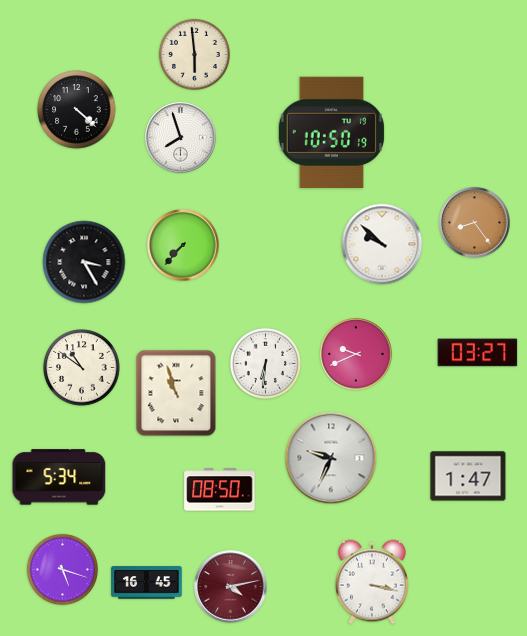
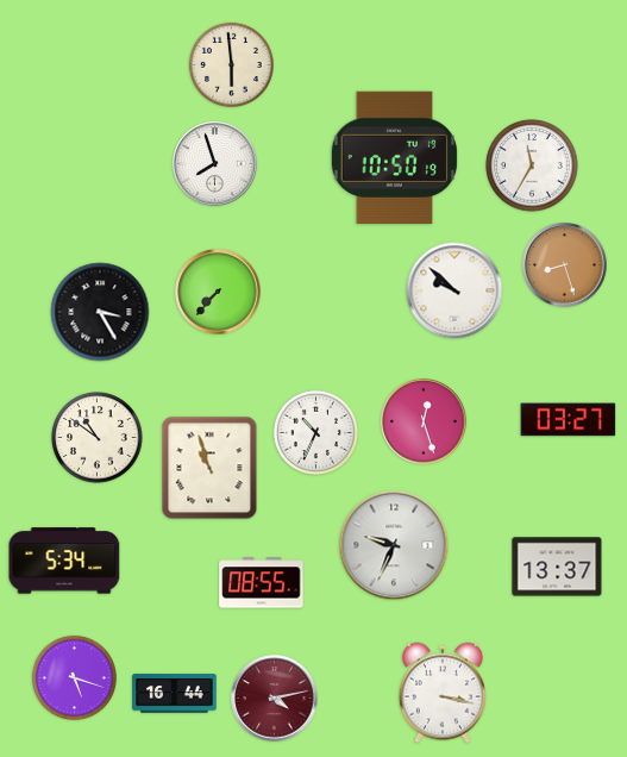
clock at (77, 110): 4:22 -> none
clock at (532, 165): none -> 11:35
clock at (475, 223): 8:24 -> 8:27
clock at (356, 354): 9:41 -> 12:27
clock at (265, 363): 6:31 -> 10:34
clock at (468, 476): 1:47 -> 13:37
clock at (59, 477) position: (59, 477) -> (64, 561)
clock at (220, 490): 08:50 -> 08:55
clock at (147, 583): 16:45 -> 16:44
